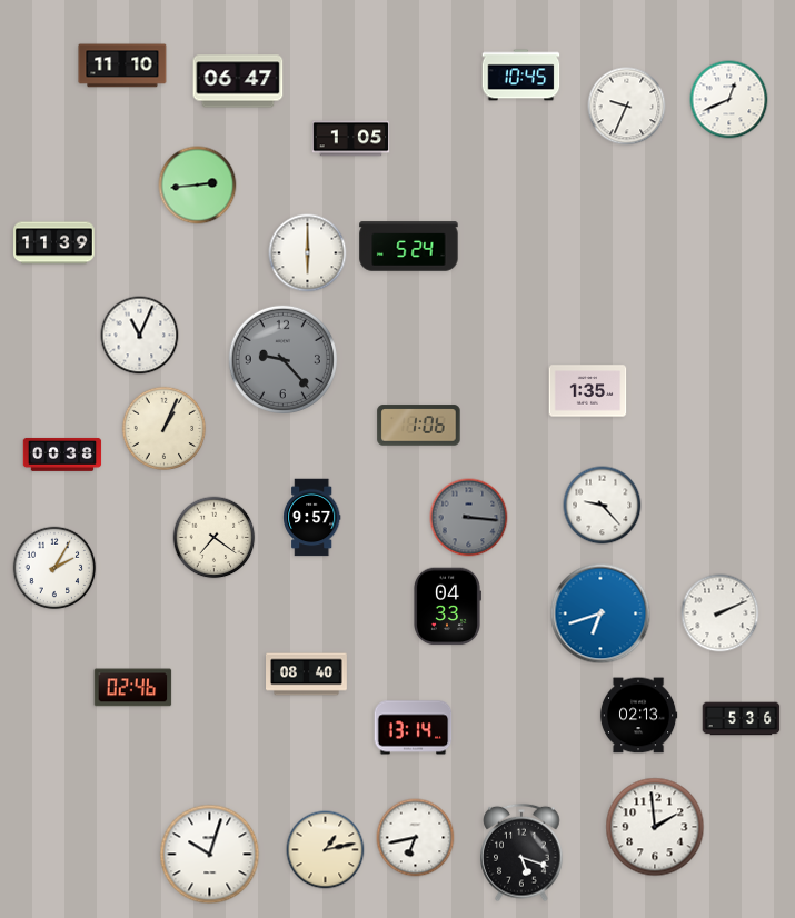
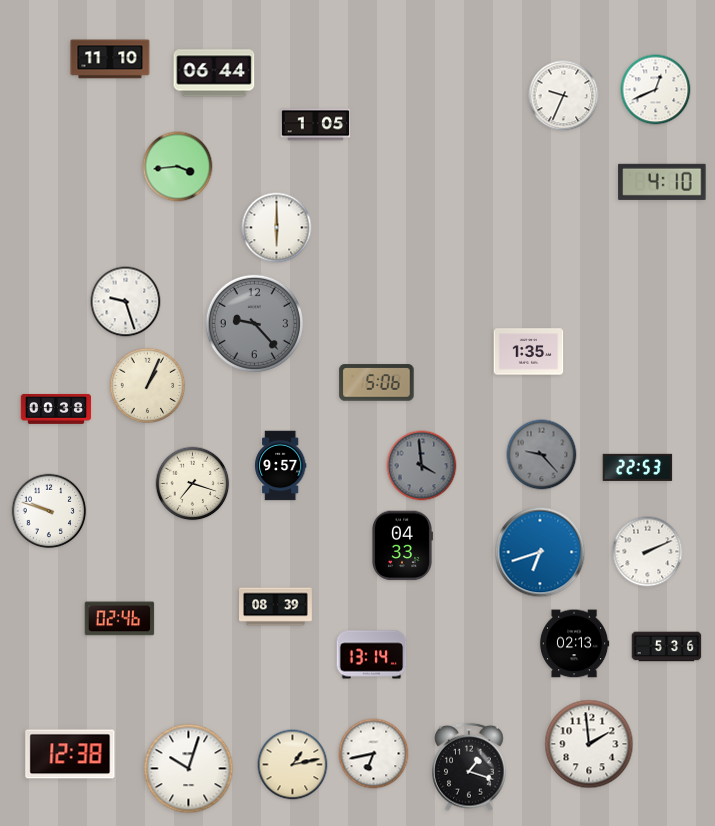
clock at (521, 76): 10:45 -> none
clock at (238, 81): 06:47 -> 06:44
clock at (198, 186): 2:44 -> 3:44
clock at (662, 182): none -> 4:10
clock at (54, 243): 11:39 -> none
clock at (409, 247): 5:24 -> none
clock at (140, 336): 11:04 -> 9:27
clock at (419, 426): 1:06 -> 5:06
clock at (603, 506) dial: white -> grey
clock at (469, 518): 3:16 -> 3:59
clock at (638, 467): none -> 22:53
clock at (215, 538): 7:21 -> 7:18
clock at (54, 568): 2:05 -> 9:48
clock at (307, 675): 08:40 -> 08:39
clock at (70, 754): none -> 12:38
clock at (521, 852): 5:18 -> 1:18
